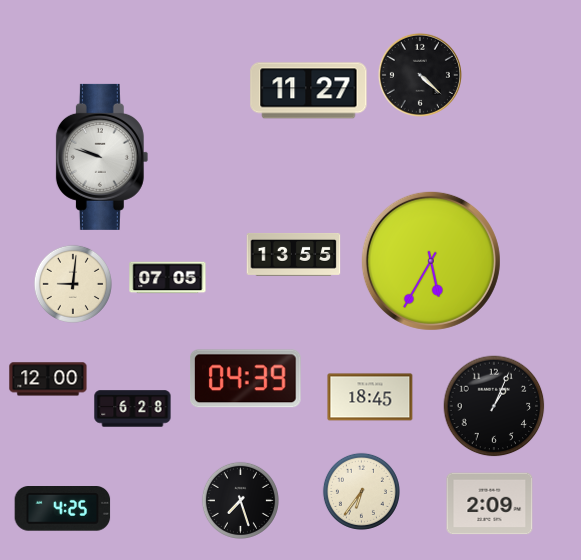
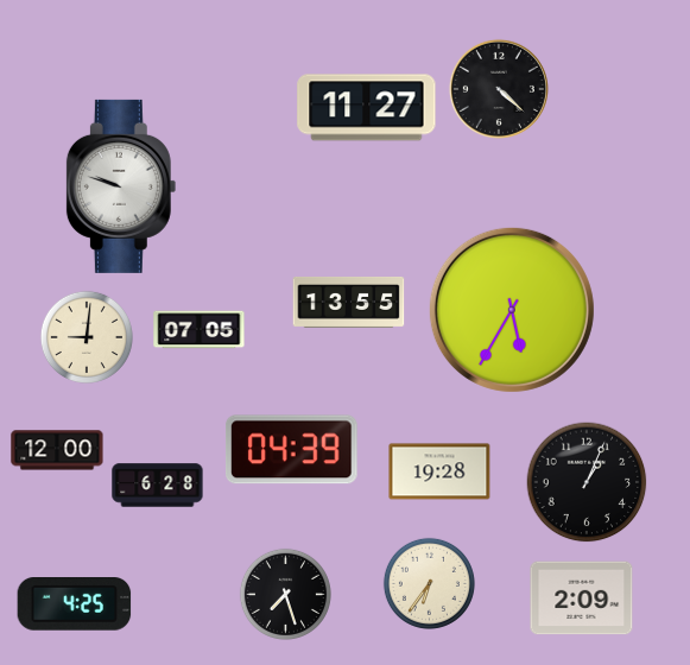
clock at (370, 397): 18:45 -> 19:28
